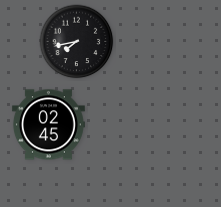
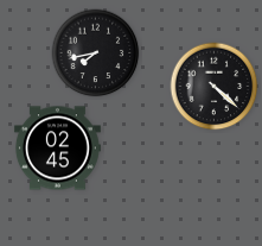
clock at (77, 42) position: (77, 42) -> (96, 53)
clock at (215, 87): none -> 4:22
